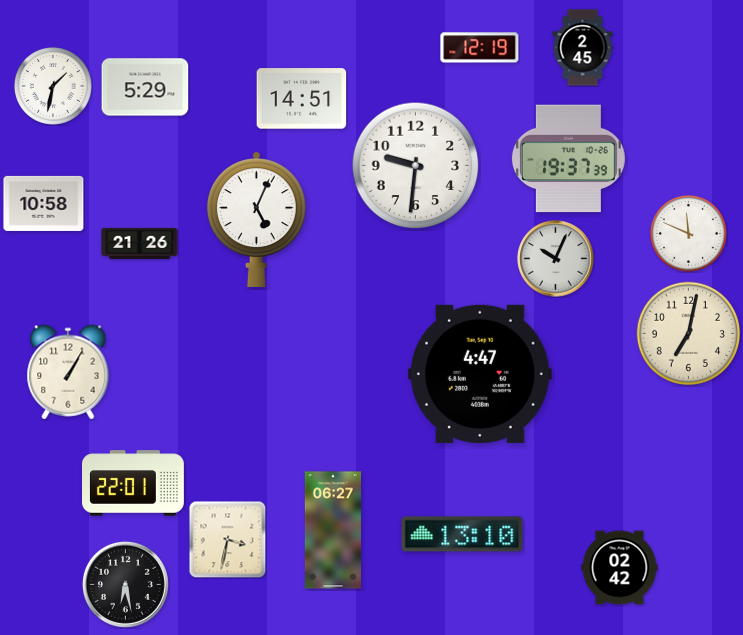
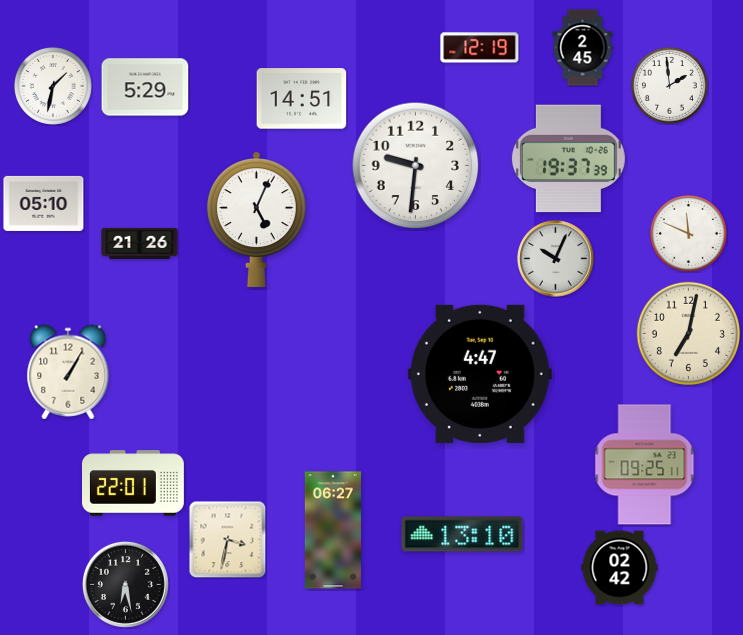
clock at (669, 85): none -> 1:59
clock at (44, 203): 10:58 -> 05:10
clock at (645, 465): none -> 09:25
